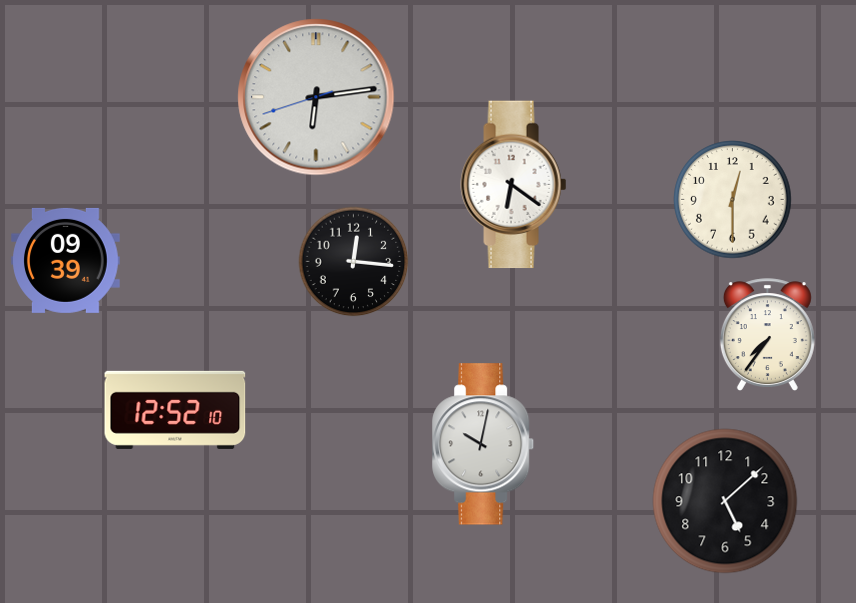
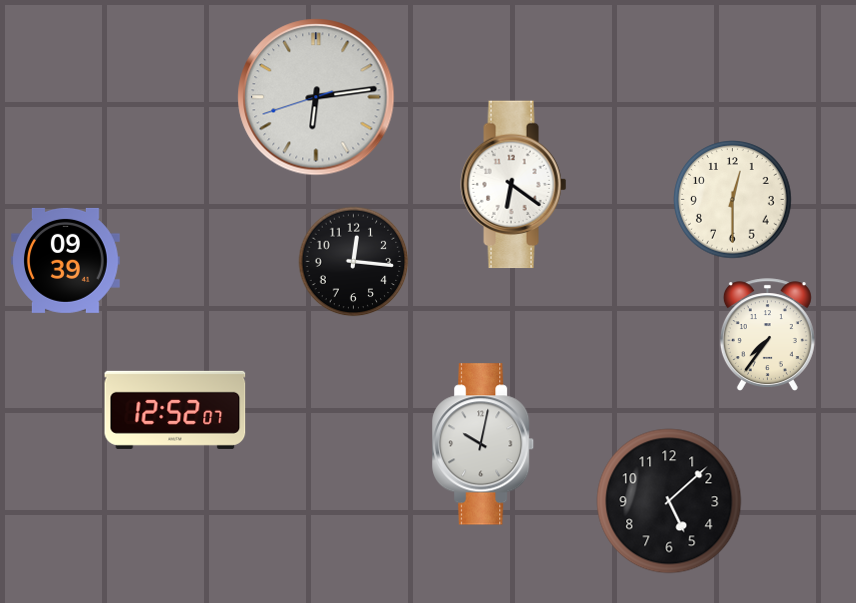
clock at (175, 410): 12:52:10 -> 12:52:07
clock at (725, 501) position: (725, 501) -> (669, 501)
